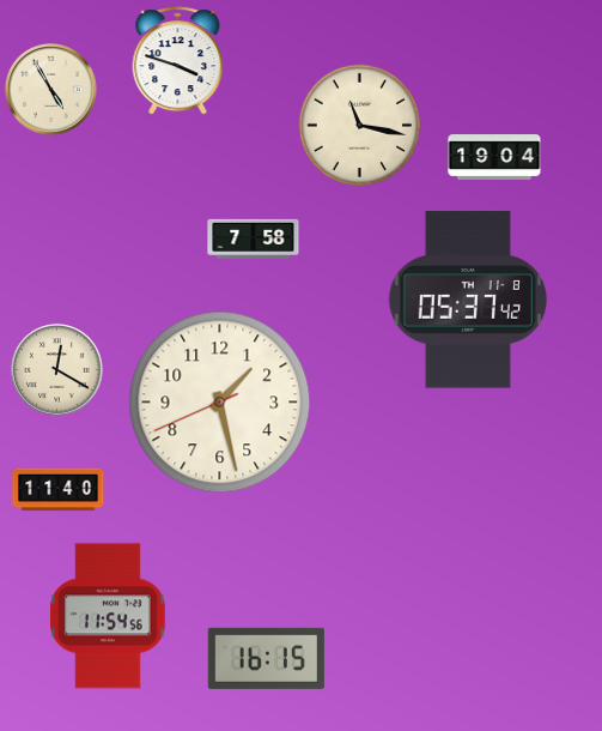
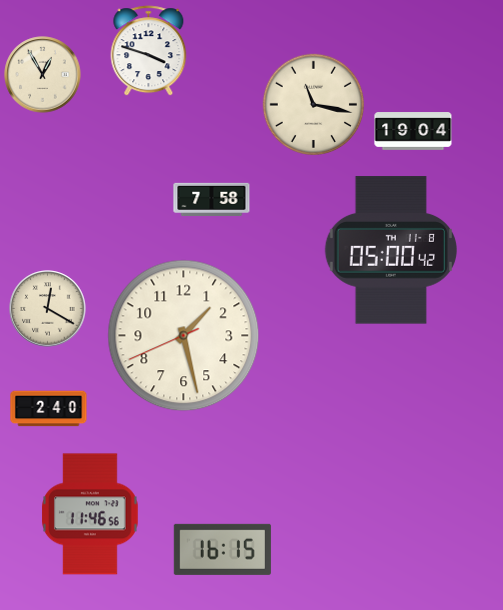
clock at (51, 90): 4:55 -> 12:55
clock at (359, 125) position: (359, 125) -> (313, 104)
clock at (468, 300): 05:37 -> 05:00
clock at (59, 490): 11:40 -> 2:40
clock at (109, 616): 11:54 -> 11:46
